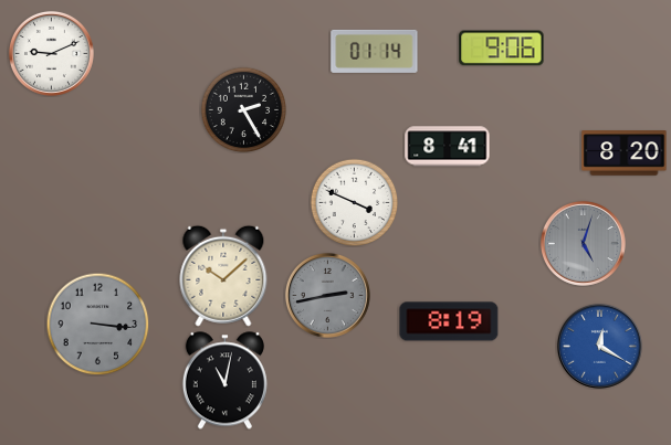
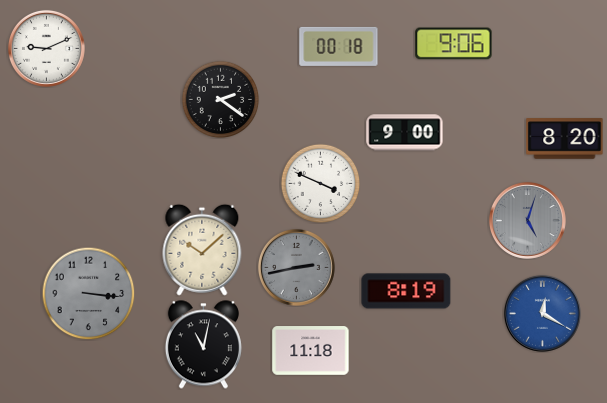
clock at (375, 51): 01:14 -> 00:18
clock at (243, 109): 2:25 -> 2:21
clock at (448, 147): 8:41 -> 9:00
clock at (311, 351): none -> 11:18
